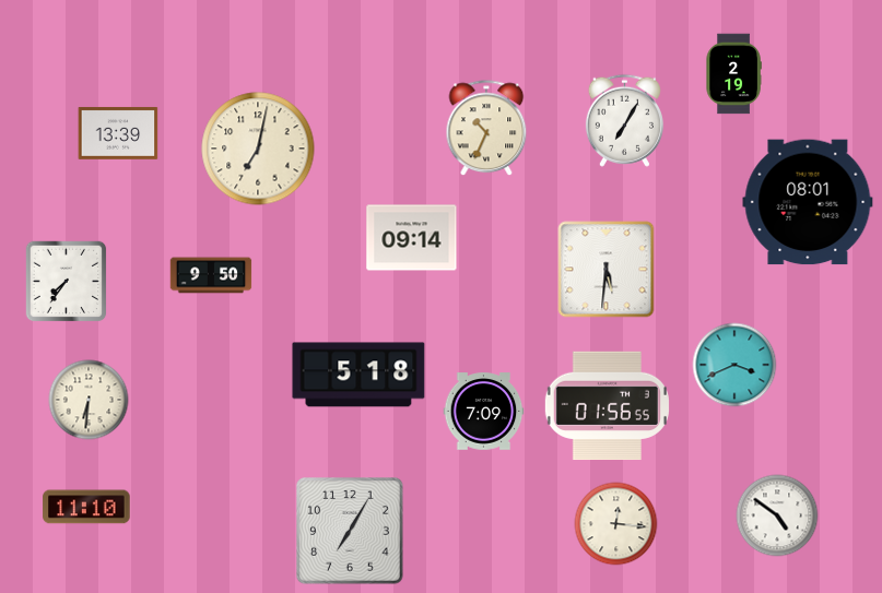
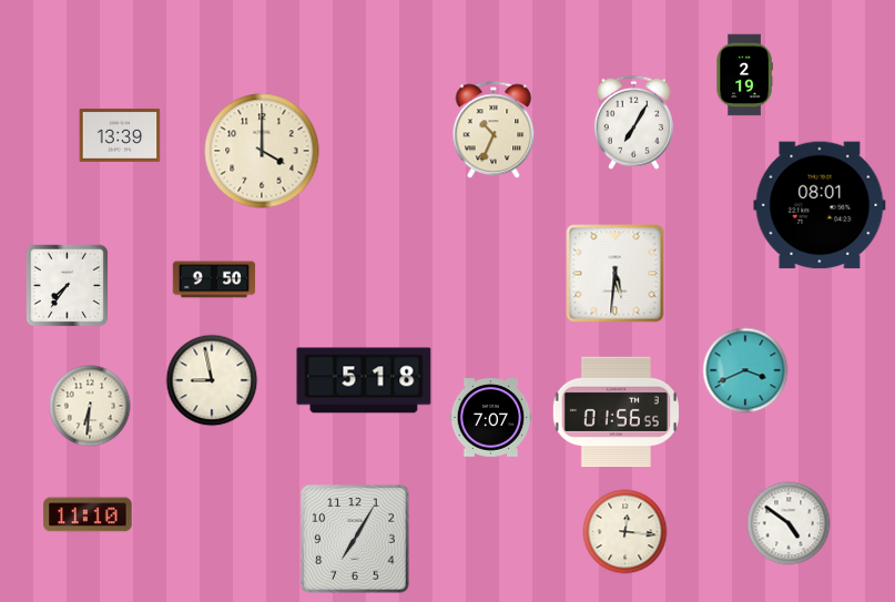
clock at (258, 149): 7:02 -> 4:00
clock at (412, 238): 09:14 -> none
clock at (212, 380): none -> 8:58
clock at (484, 412): 7:09 -> 7:07
